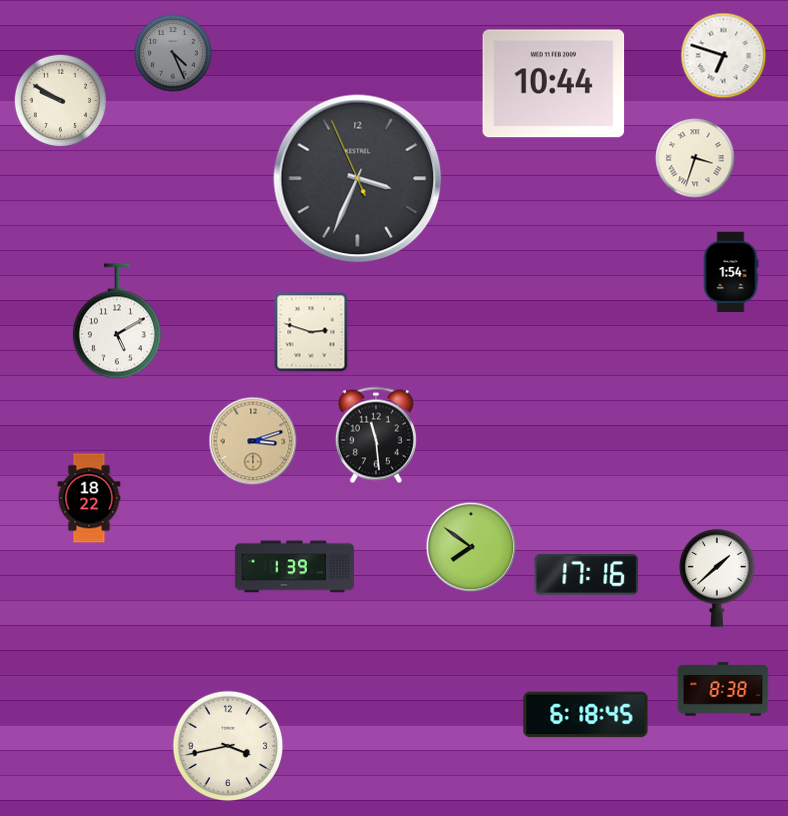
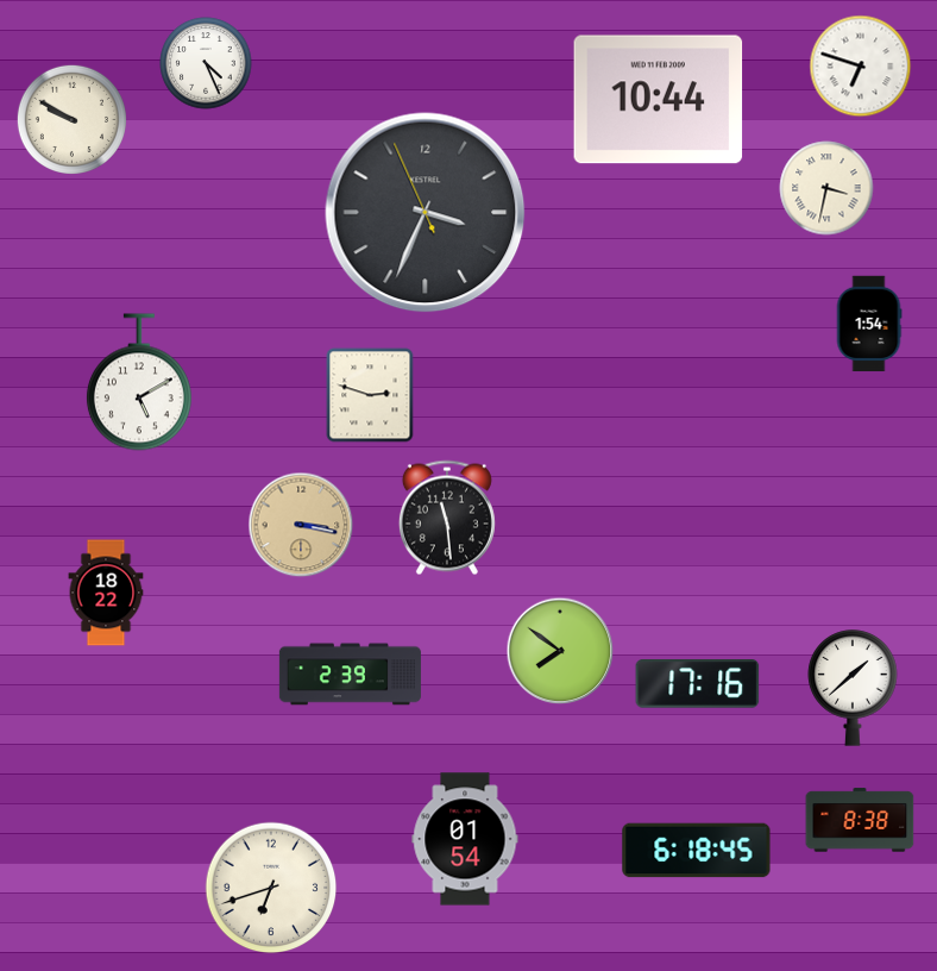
clock at (173, 53) dial: grey -> white
clock at (695, 158): 3:33 -> 3:32
clock at (253, 441): 3:12 -> 3:17
clock at (294, 567): 1:39 -> 2:39
clock at (465, 839): none -> 01:54
clock at (228, 746): 3:43 -> 6:42
